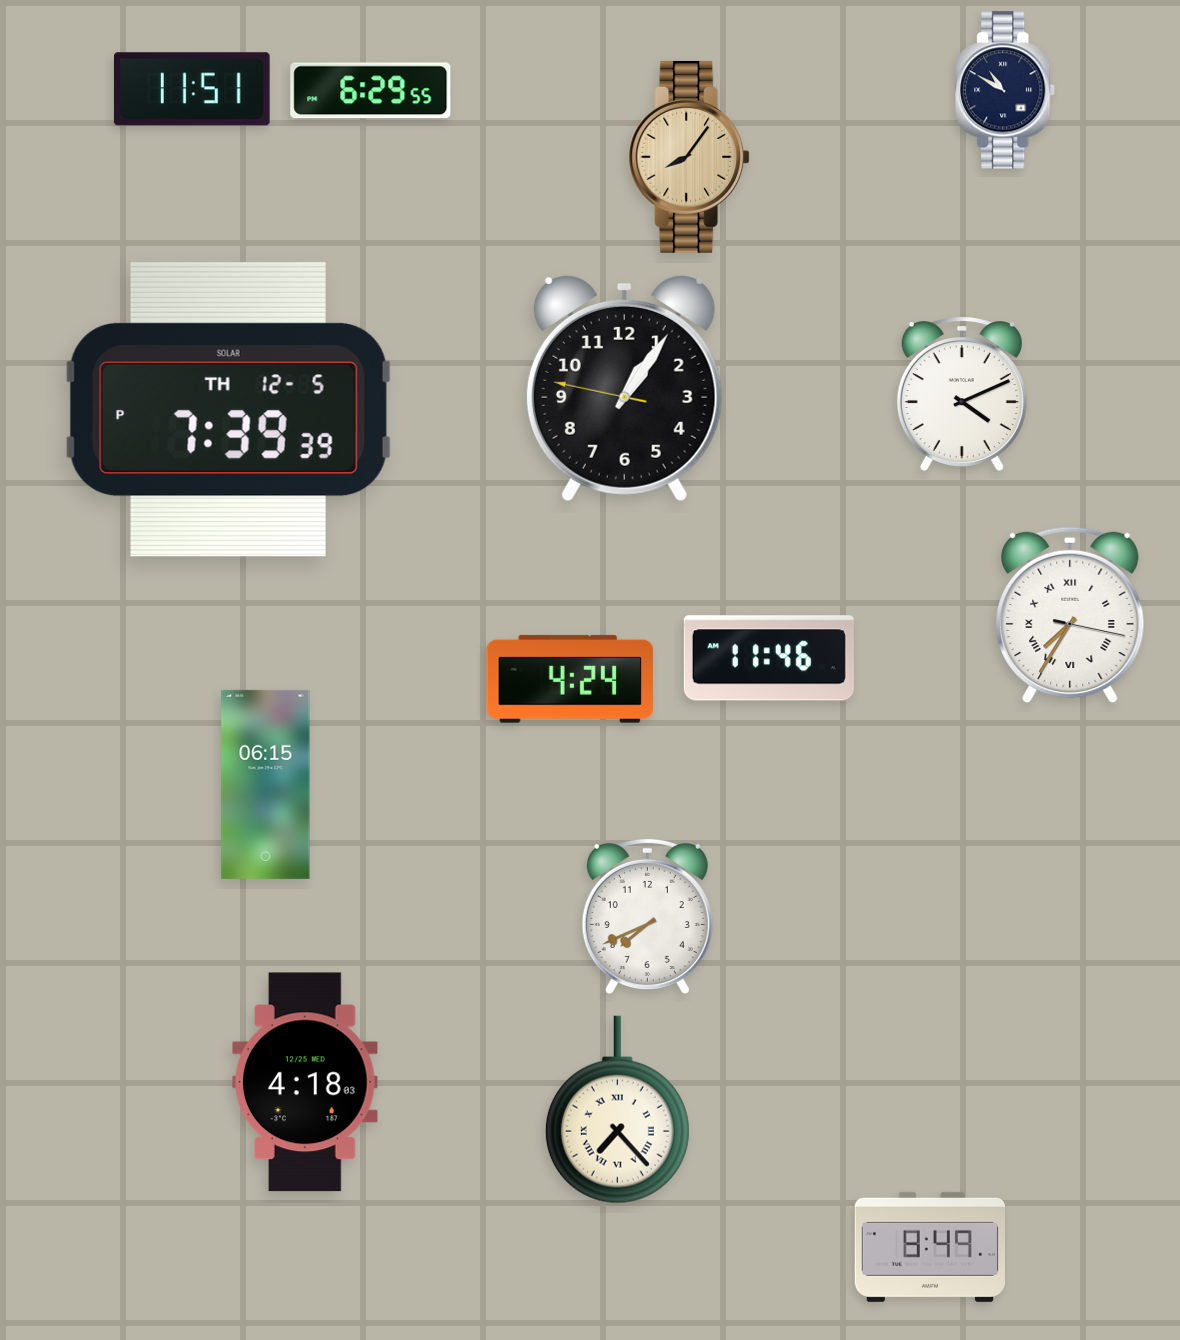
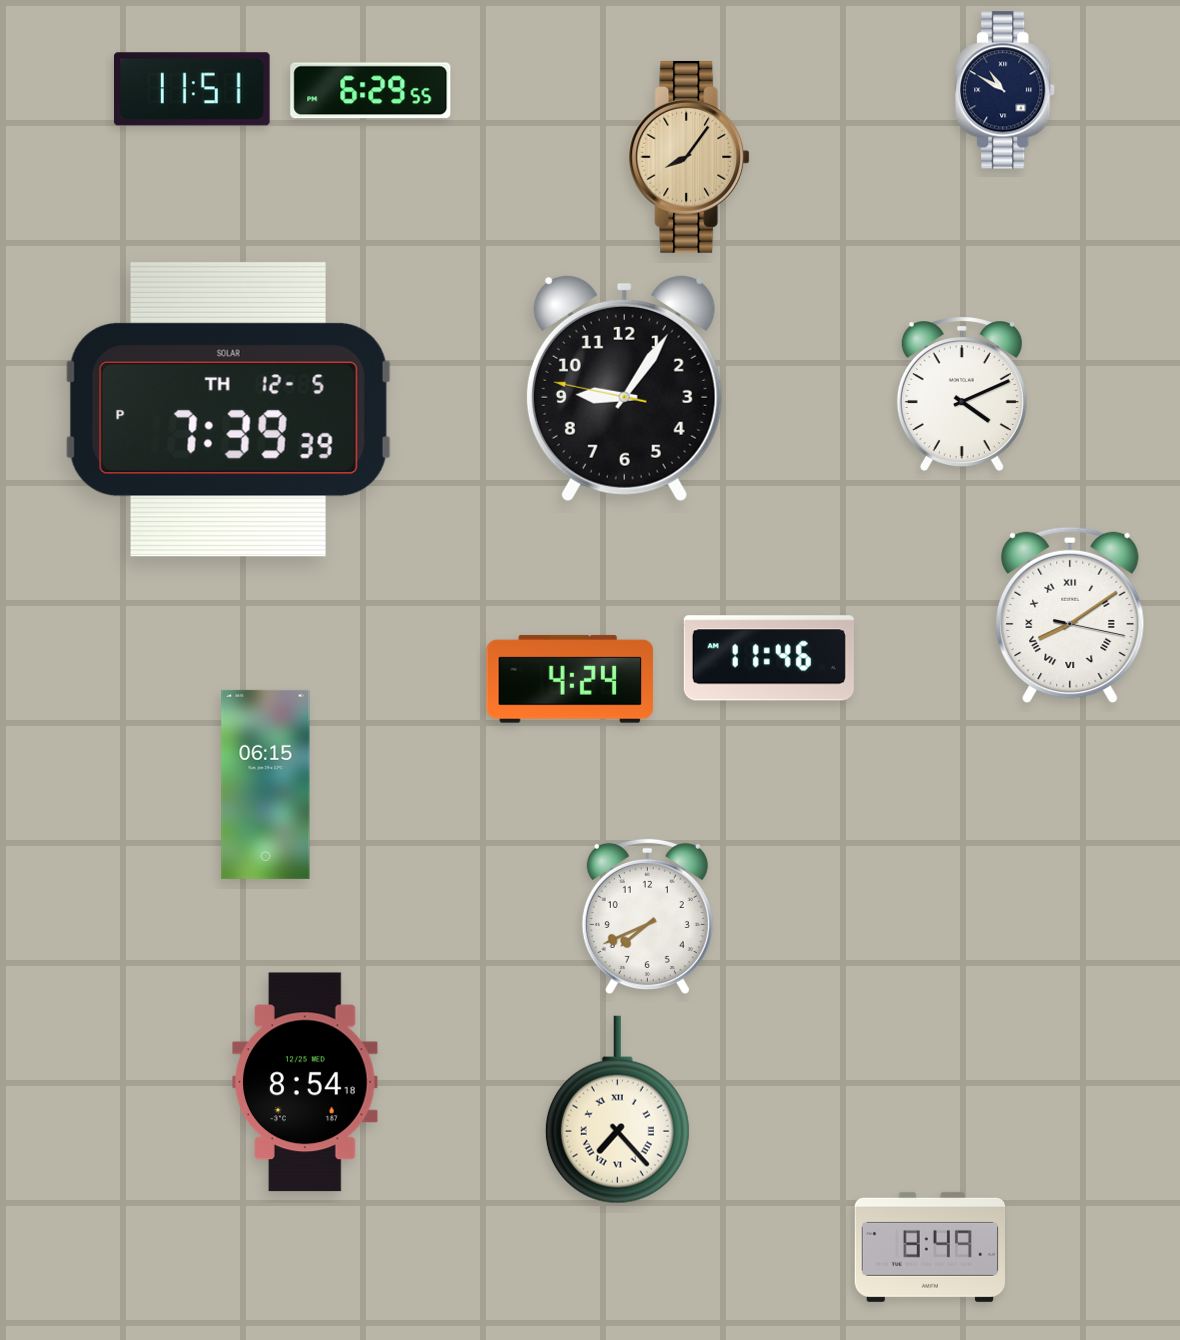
clock at (624, 388): 1:05 -> 9:05
clock at (1070, 615): 7:35 -> 8:09
clock at (305, 1082): 4:18 -> 8:54
